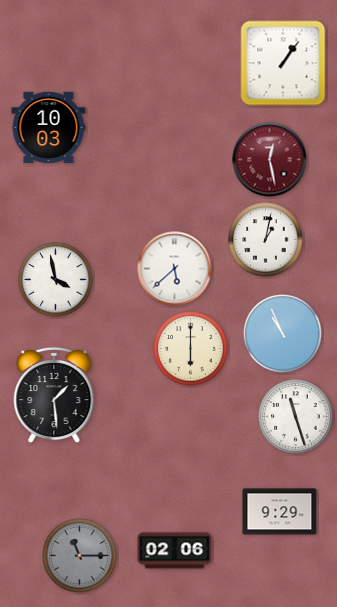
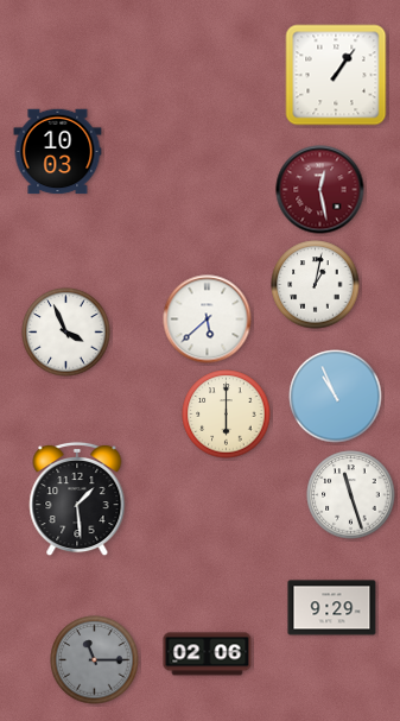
clock at (56, 280): 3:58 -> 3:56
clock at (54, 395) position: (54, 395) -> (77, 499)
